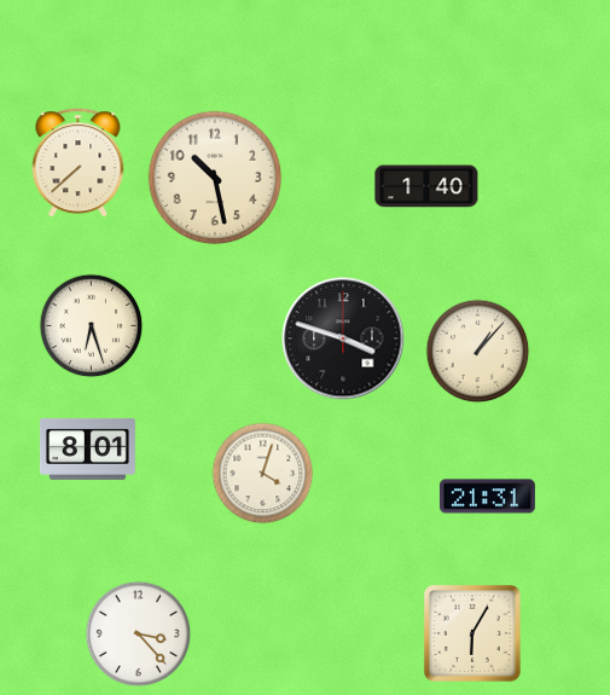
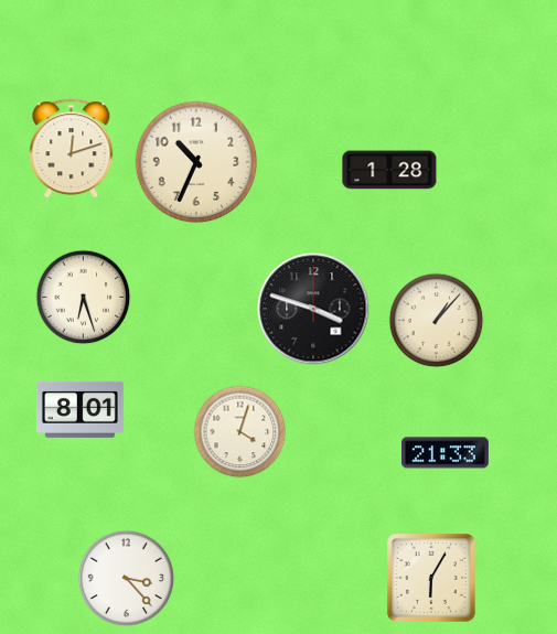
clock at (79, 163): 7:38 -> 12:12
clock at (215, 178): 10:28 -> 10:34
clock at (426, 186): 1:40 -> 1:28
clock at (487, 497): 21:31 -> 21:33
